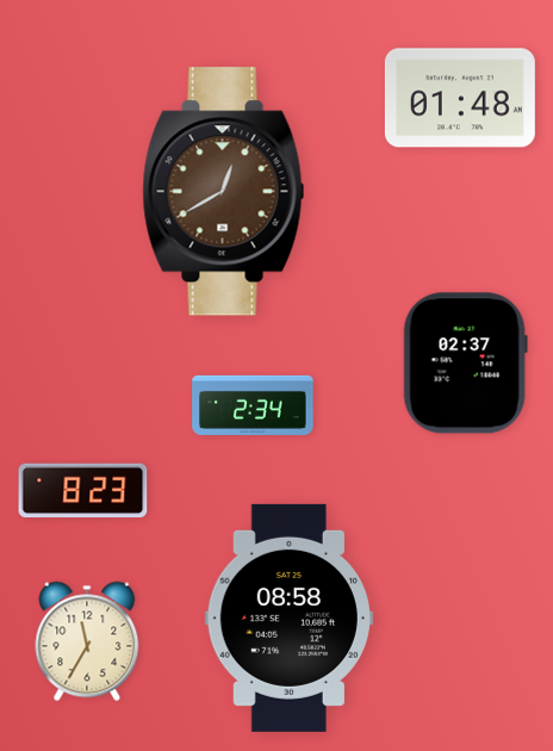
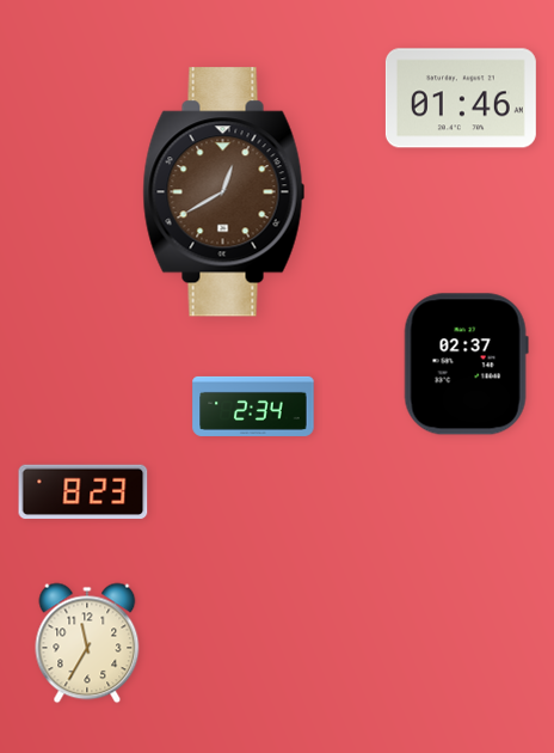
clock at (460, 98): 01:48 -> 01:46
clock at (288, 617): 08:58 -> none
